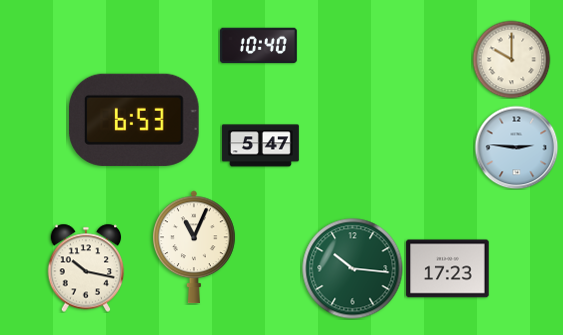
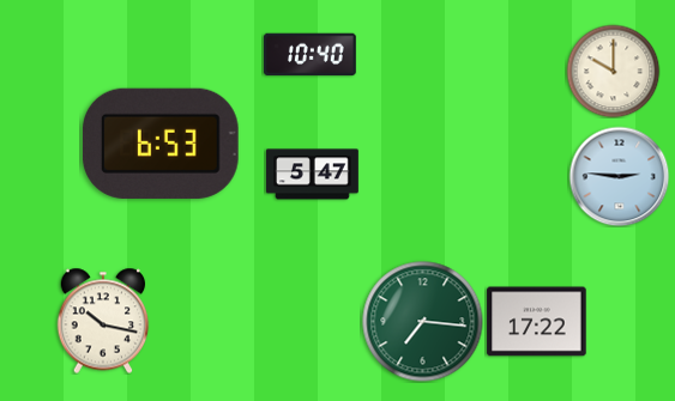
clock at (195, 247): 11:04 -> none
clock at (353, 269): 10:16 -> 7:16
clock at (448, 269): 17:23 -> 17:22
